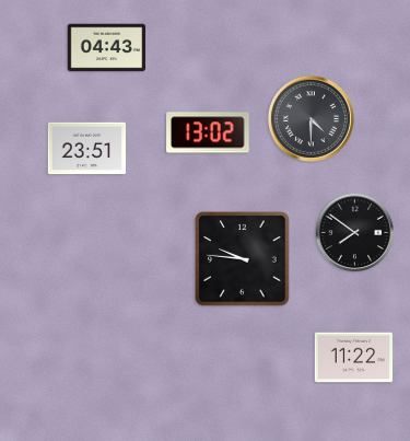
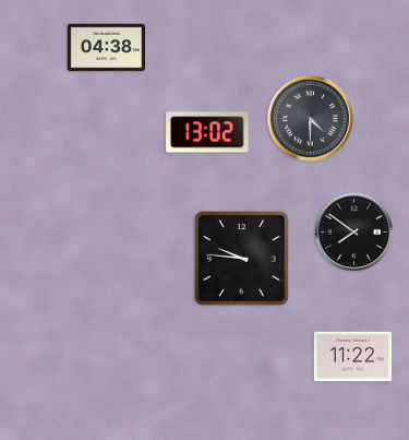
clock at (107, 48): 04:43 -> 04:38
clock at (86, 149): 23:51 -> none
